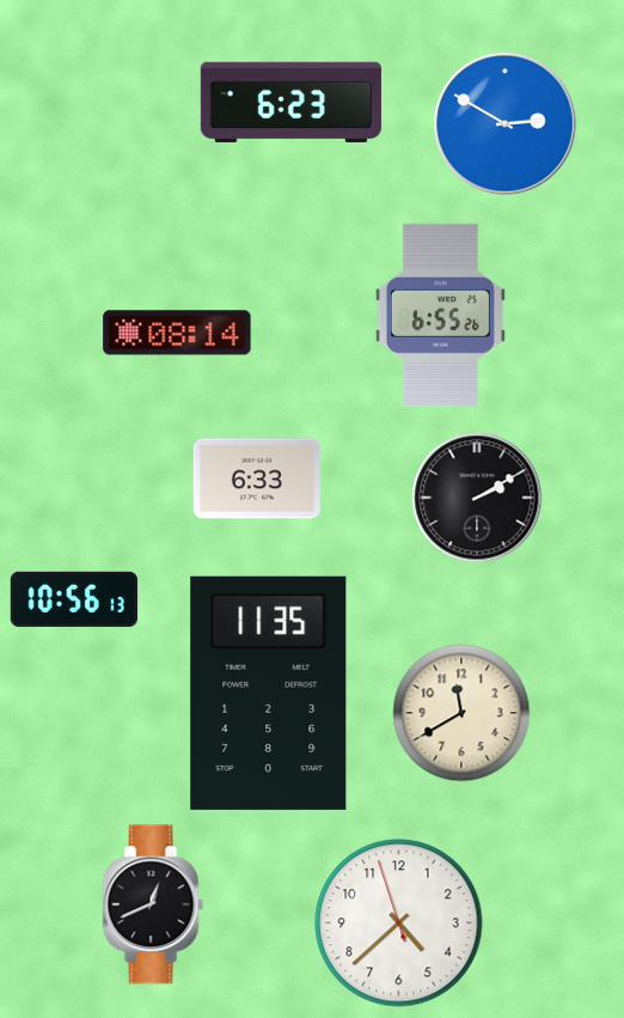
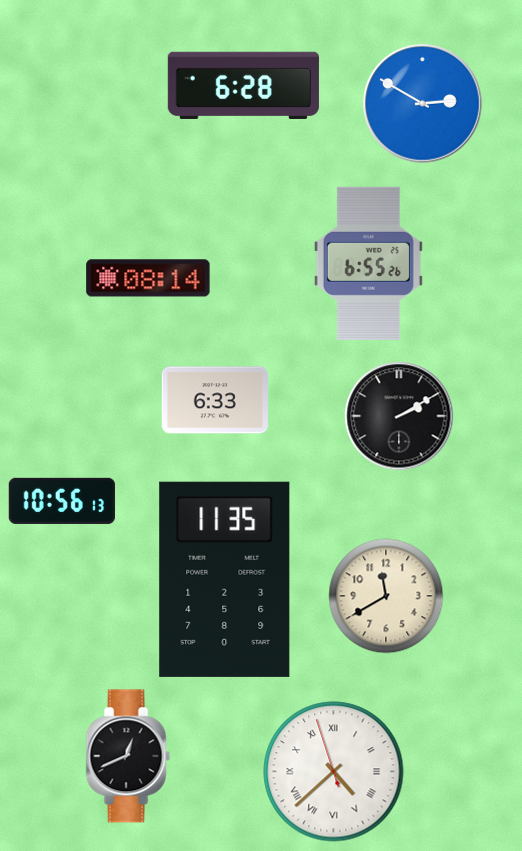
clock at (290, 102): 6:23 -> 6:28
clock at (399, 923) numerals: Arabic -> Roman
